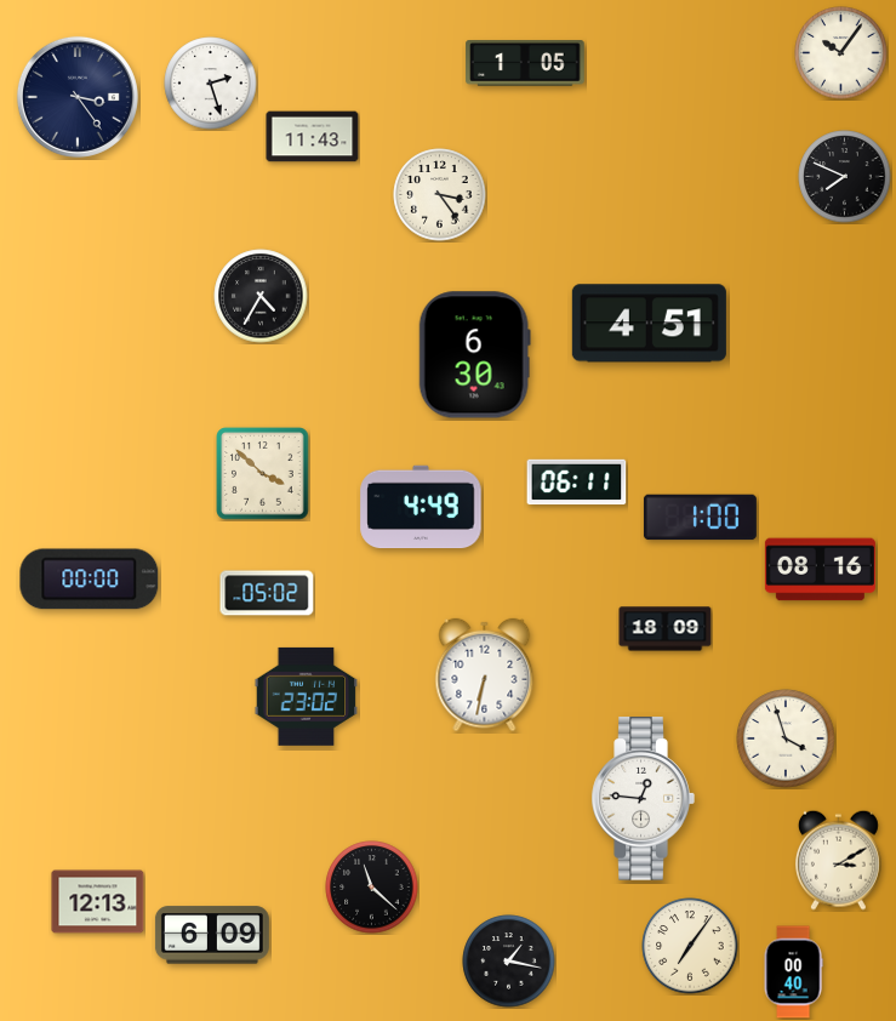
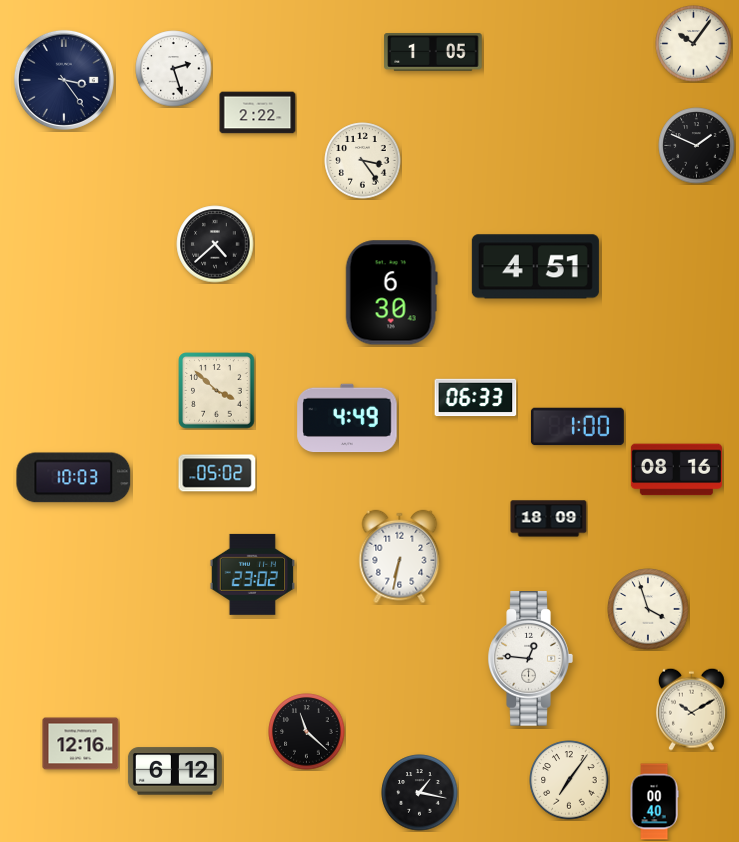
clock at (313, 137): 11:43 -> 2:22
clock at (845, 177): 7:49 -> 1:49
clock at (261, 296): 4:35 -> 4:38
clock at (577, 483): 06:11 -> 06:33
clock at (90, 580): 00:00 -> 10:03
clock at (267, 593) position: (267, 593) -> (217, 473)
clock at (838, 860): 3:10 -> 10:10
clock at (98, 902): 12:13 -> 12:16
clock at (212, 935): 6:09 -> 6:12
